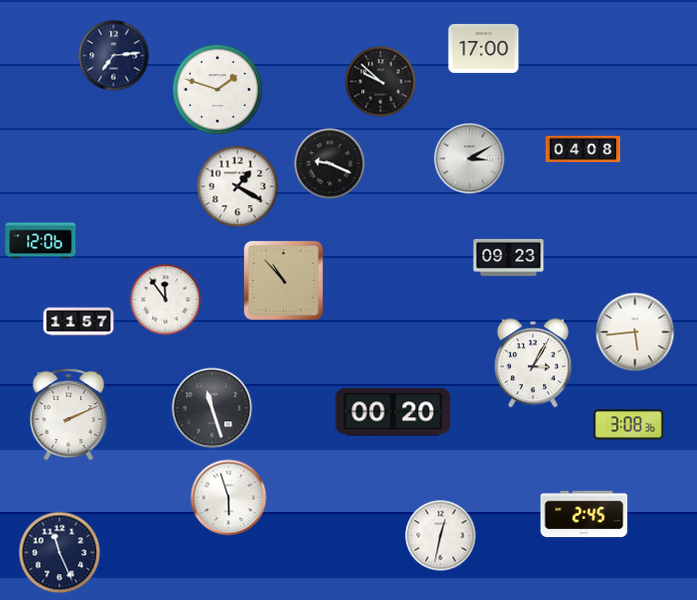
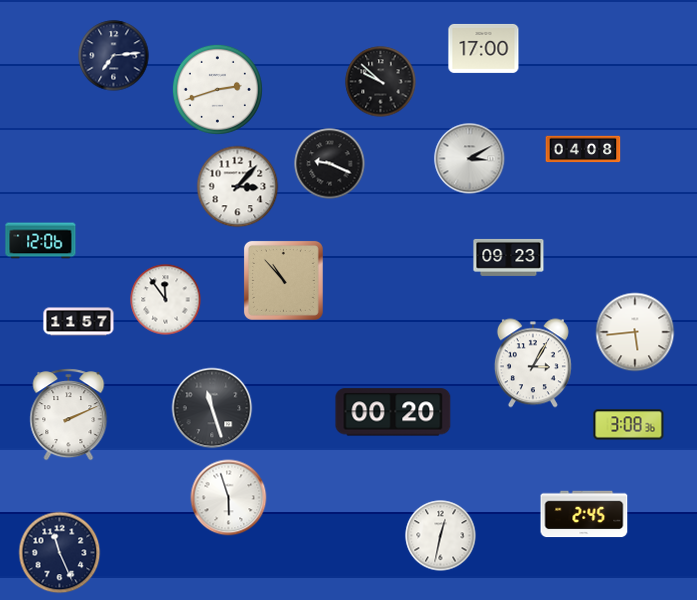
clock at (217, 89): 1:48 -> 2:42
clock at (238, 187): 1:20 -> 3:07
